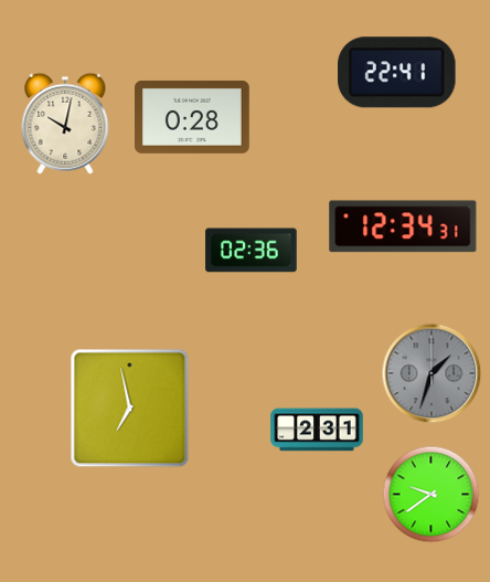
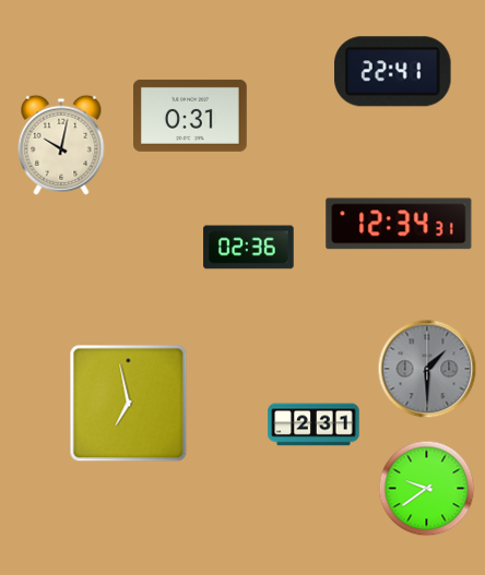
clock at (193, 117): 0:28 -> 0:31
clock at (65, 124) position: (65, 124) -> (61, 145)
clock at (432, 373): 1:33 -> 1:30
